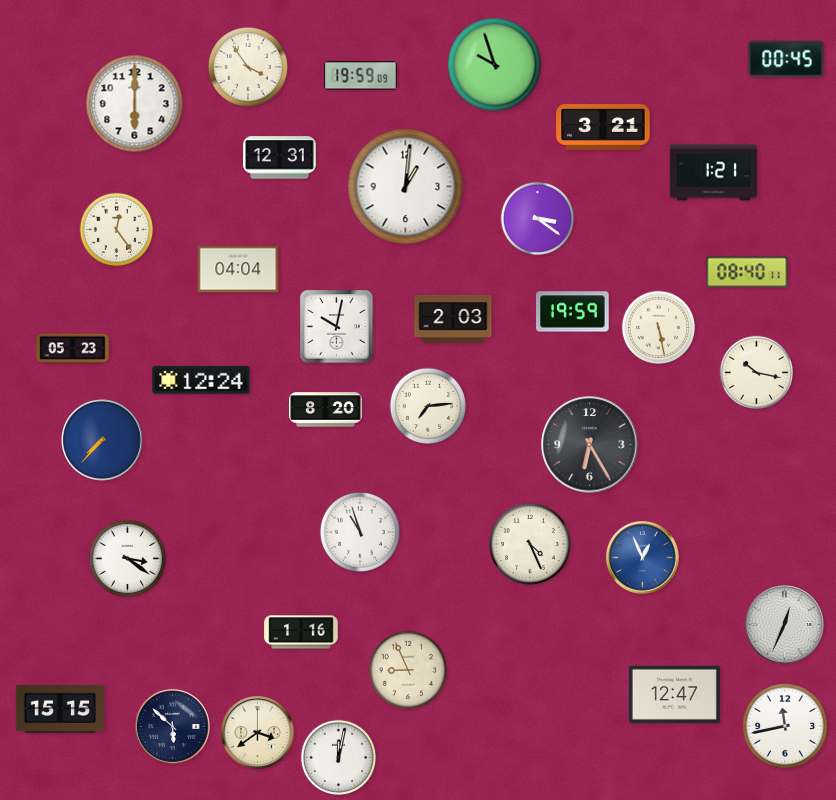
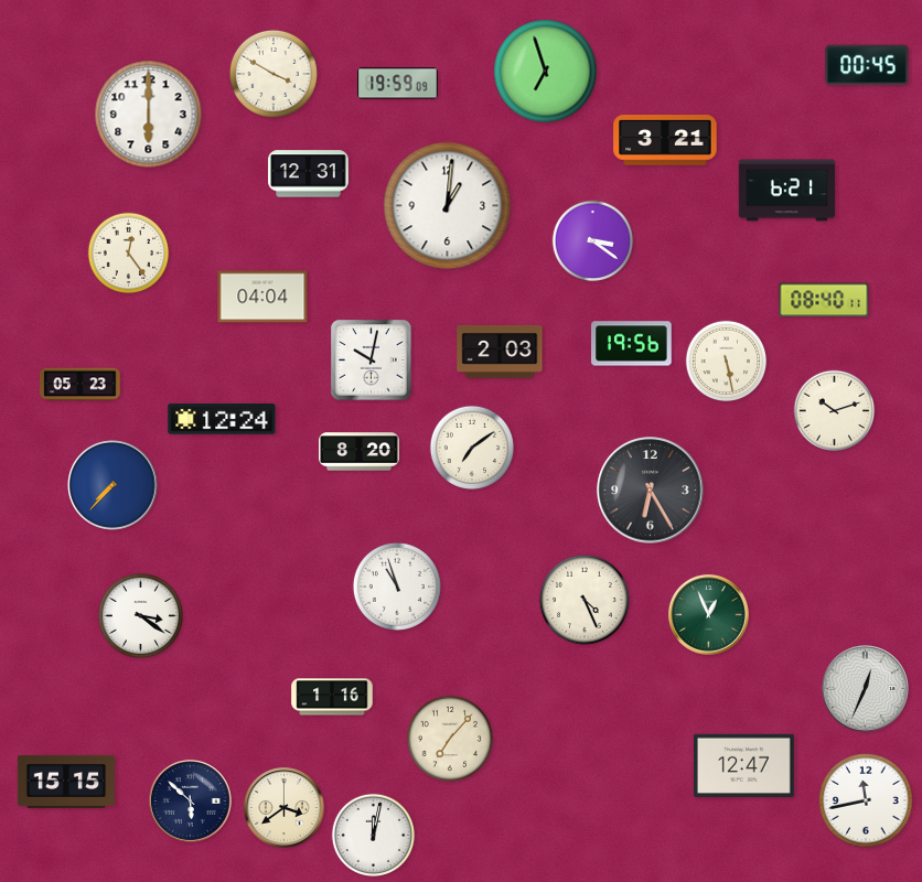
clock at (495, 65): 9:57 -> 6:57
clock at (248, 67): 3:54 -> 3:50
clock at (714, 173): 1:21 -> 6:21
clock at (573, 312): 19:59 -> 19:56
clock at (757, 373): 10:17 -> 10:12
clock at (427, 405): 7:14 -> 7:09
clock at (642, 557) dial: blue -> green
clock at (408, 670): 8:56 -> 7:07
